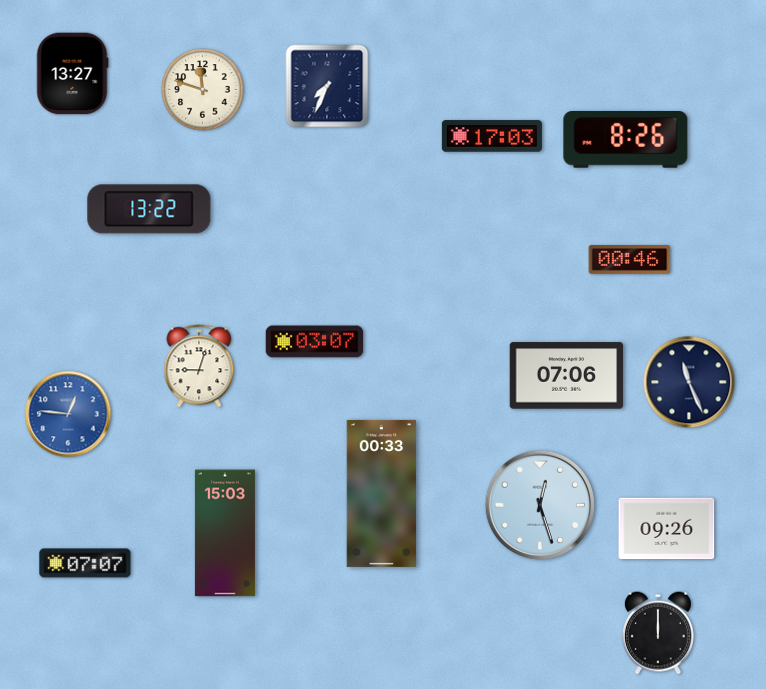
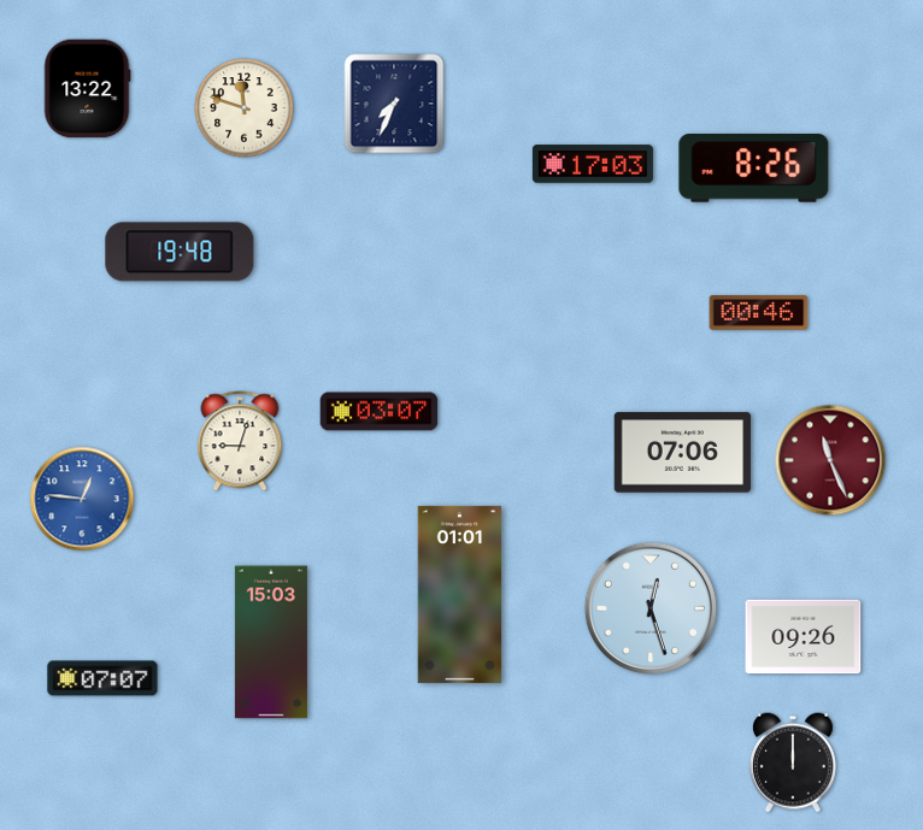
clock at (72, 74): 13:27 -> 13:22
clock at (149, 209): 13:22 -> 19:48
clock at (689, 382) dial: navy -> burgundy
clock at (382, 493): 00:33 -> 01:01
